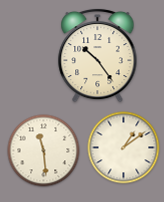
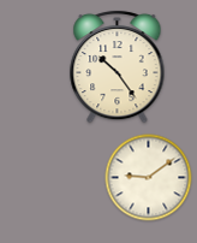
clock at (124, 148): 1:09 -> 9:09
clock at (44, 151): 11:29 -> none
